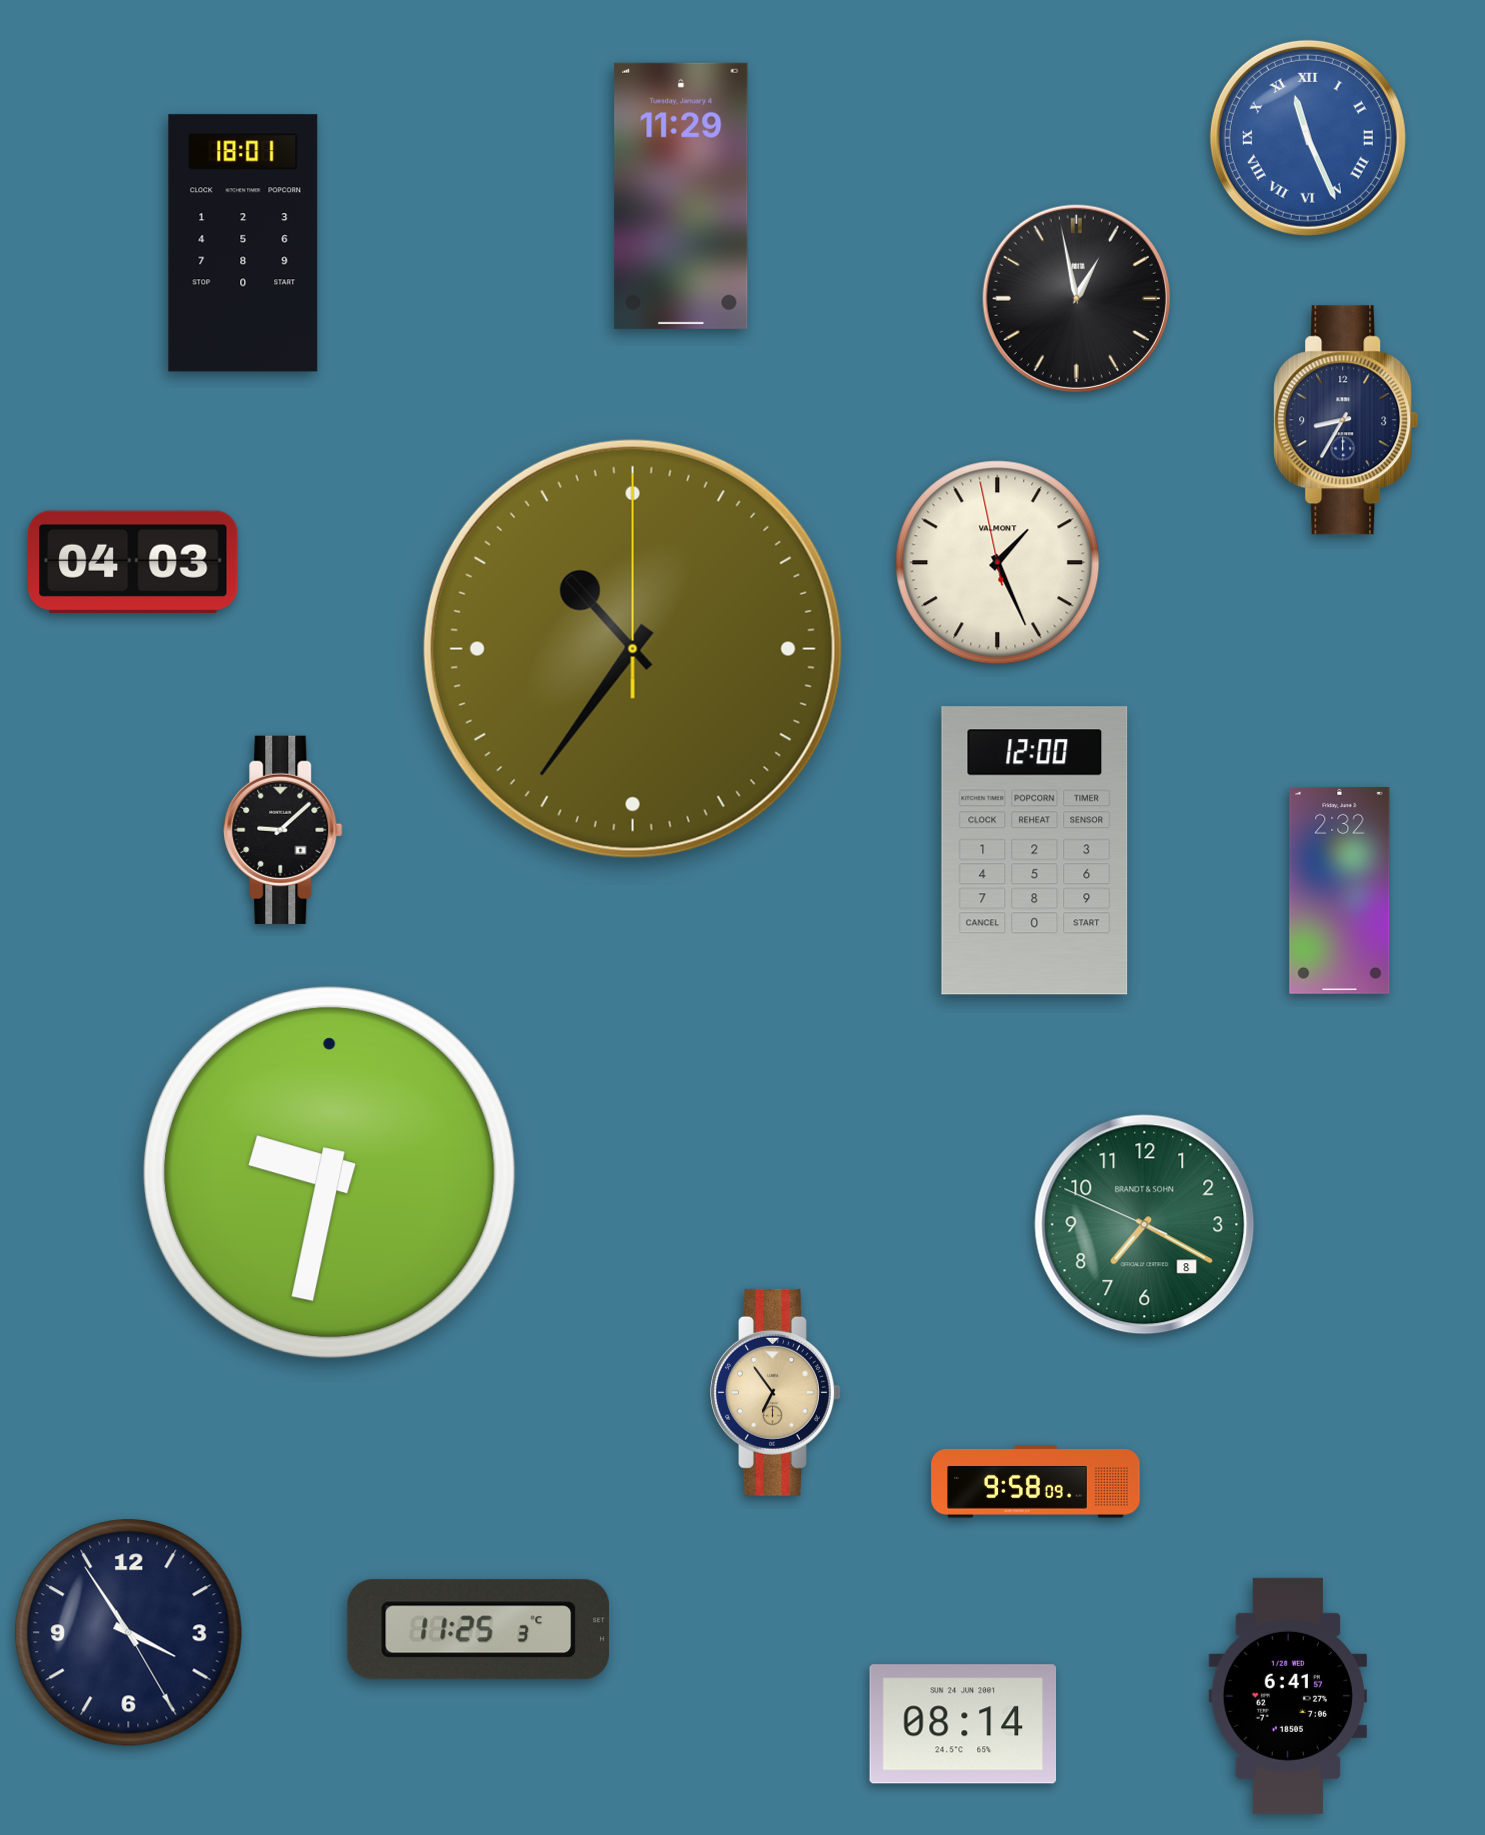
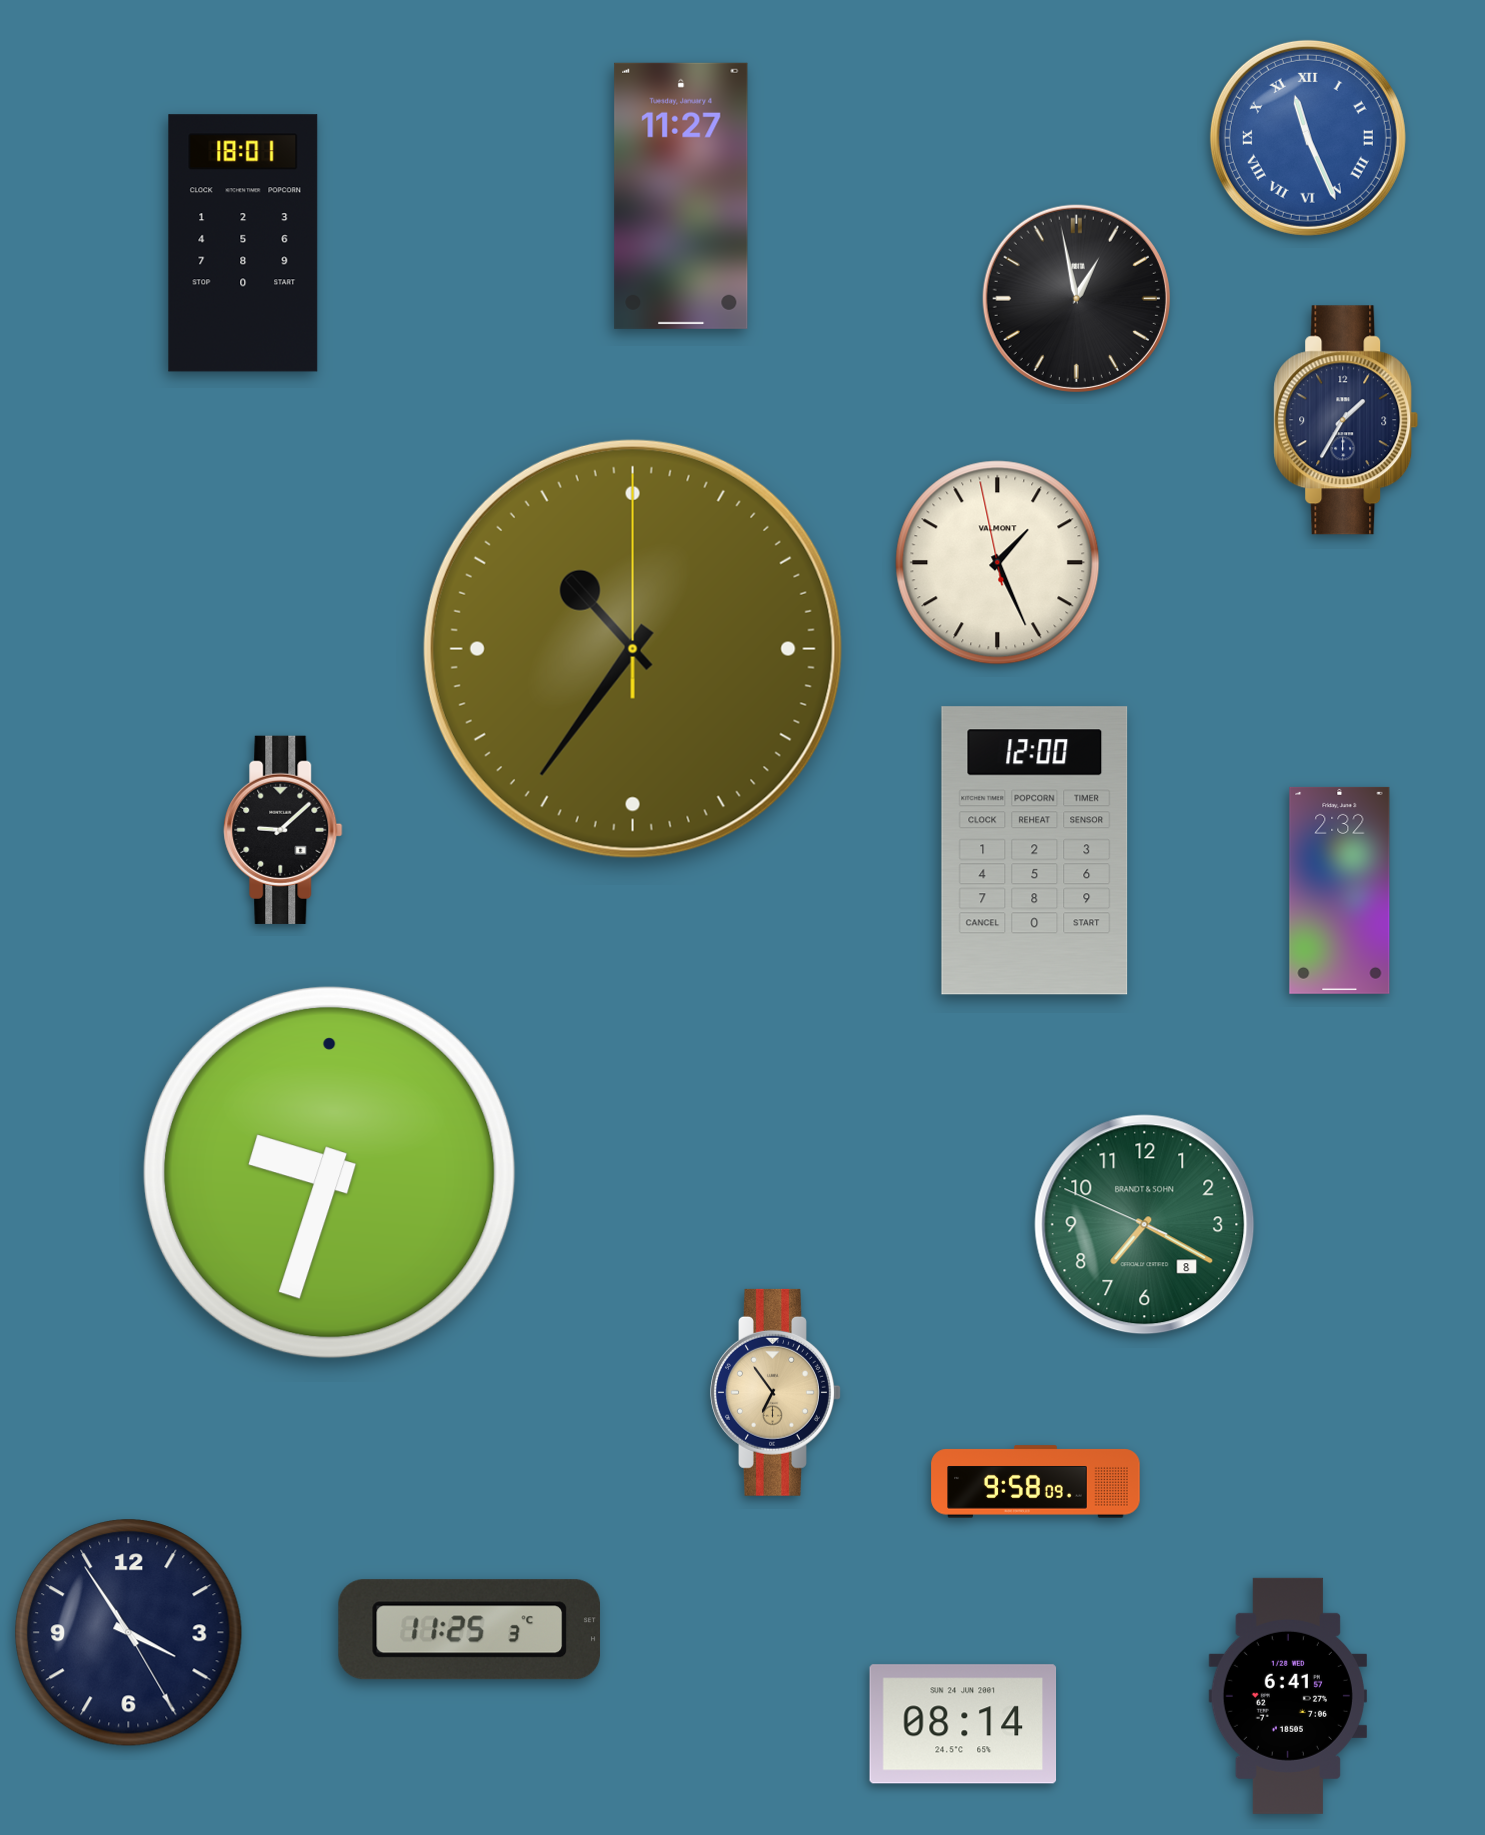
clock at (681, 196): 11:29 -> 11:27
clock at (1346, 420): 8:35 -> 1:35
clock at (133, 562): 04:03 -> none
clock at (329, 1172): 9:32 -> 9:33
clock at (478, 1630) position: (478, 1630) -> (469, 1630)
